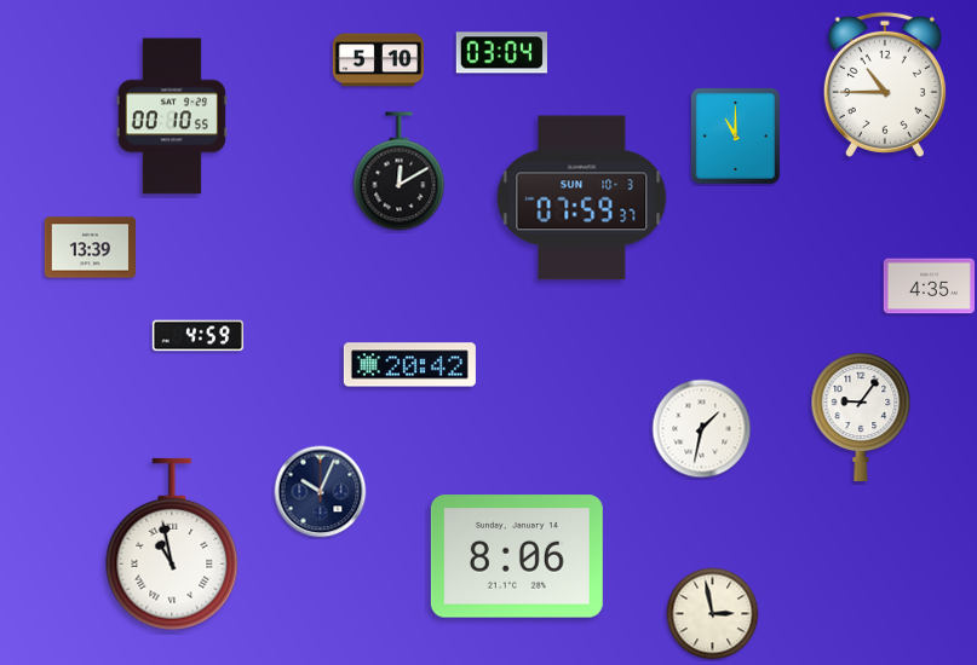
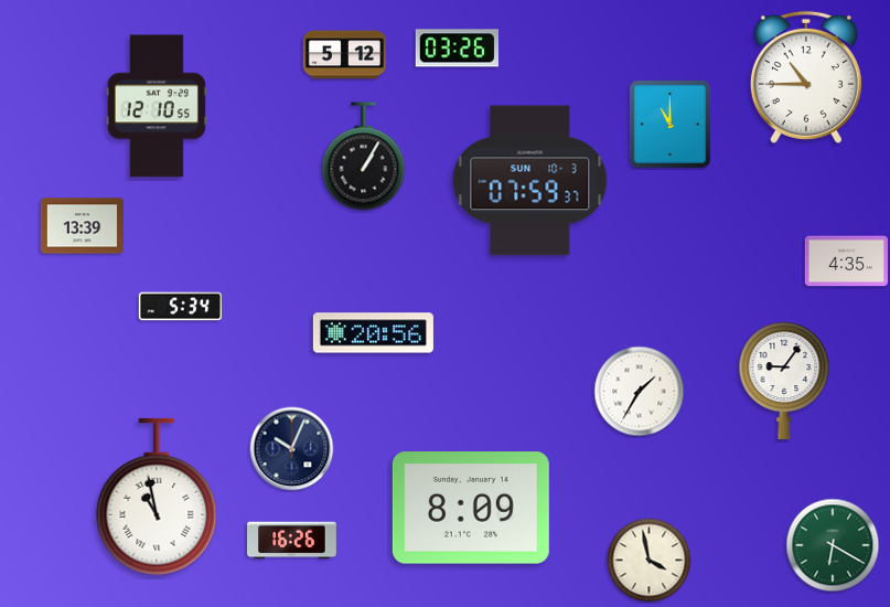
clock at (501, 53): 03:04 -> 03:26
clock at (378, 60): 5:10 -> 5:12
clock at (172, 116): 00:10 -> 12:10
clock at (400, 172): 12:10 -> 1:05
clock at (199, 336): 4:59 -> 5:34
clock at (409, 365): 20:42 -> 20:56
clock at (702, 429): 1:32 -> 1:35
clock at (517, 556): 8:06 -> 8:09
clock at (292, 541): none -> 16:26
clock at (833, 545): none -> 6:20
clock at (713, 614): 2:58 -> 3:58
